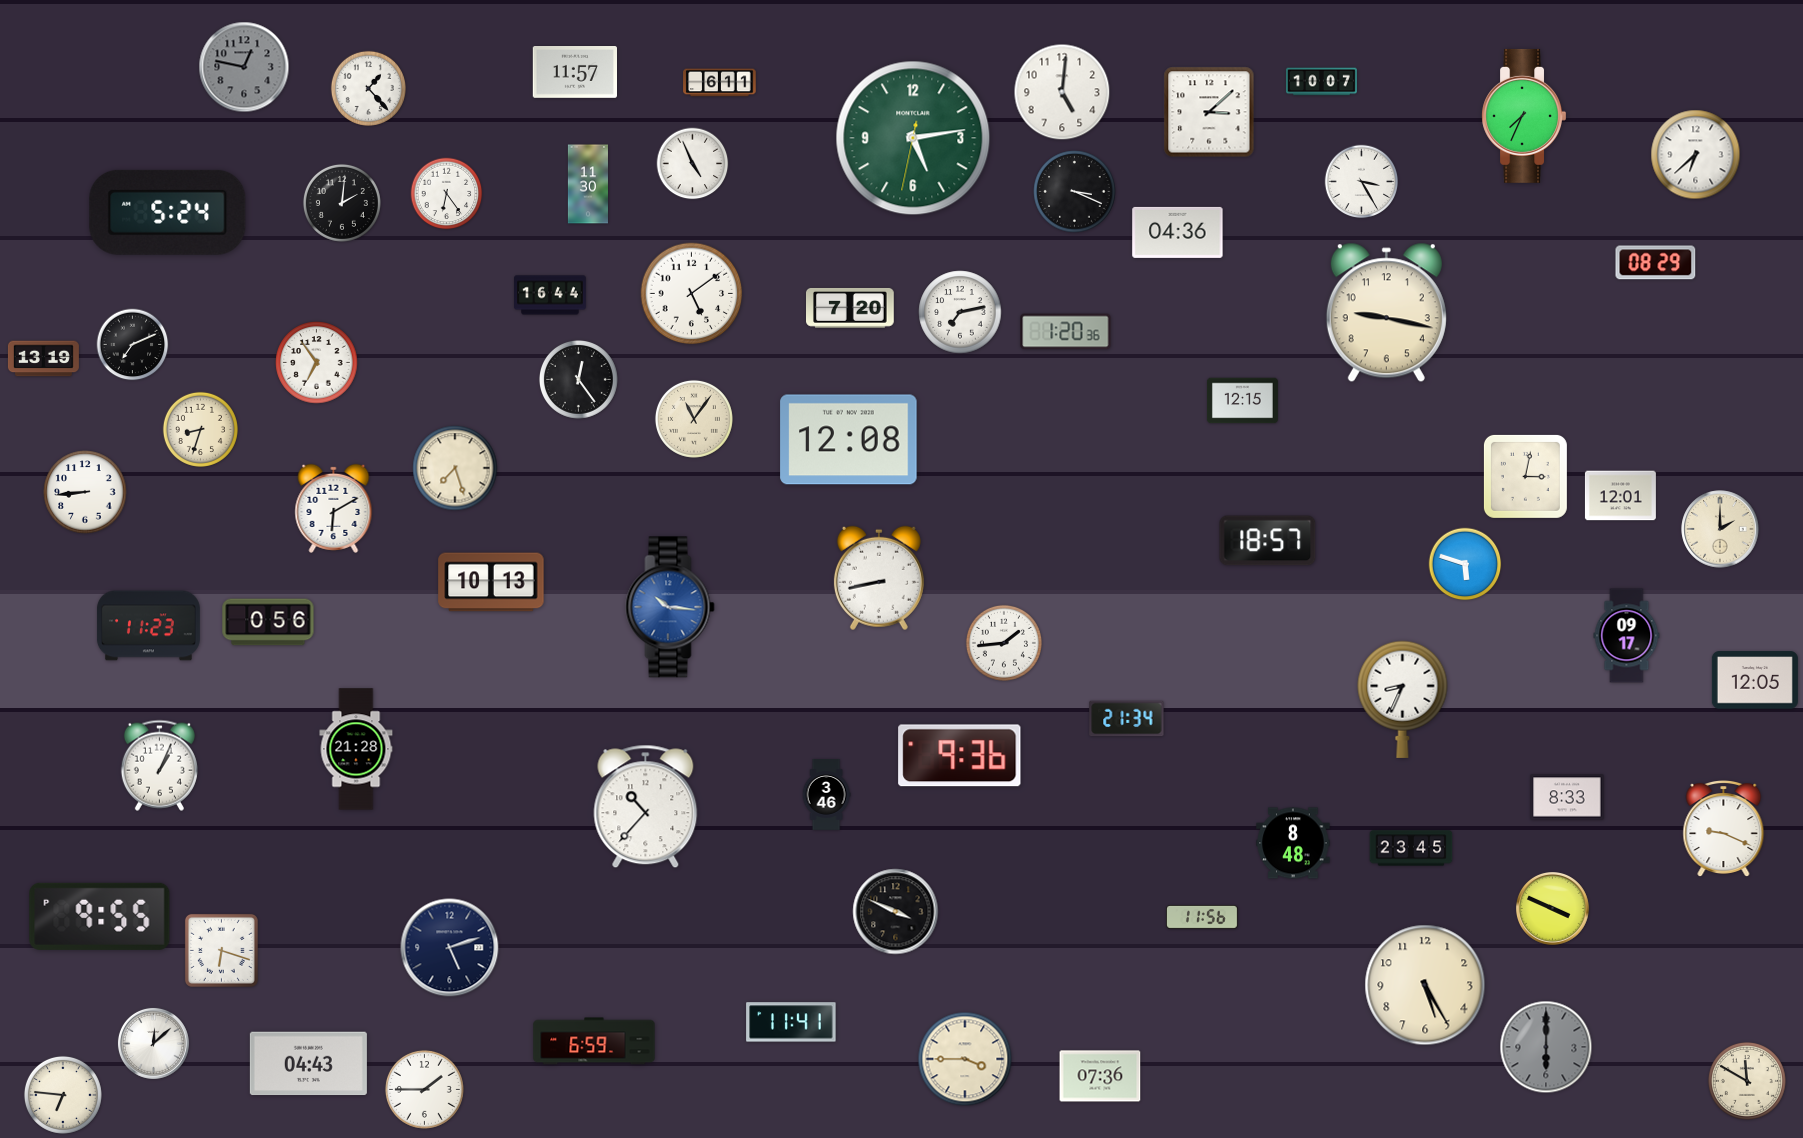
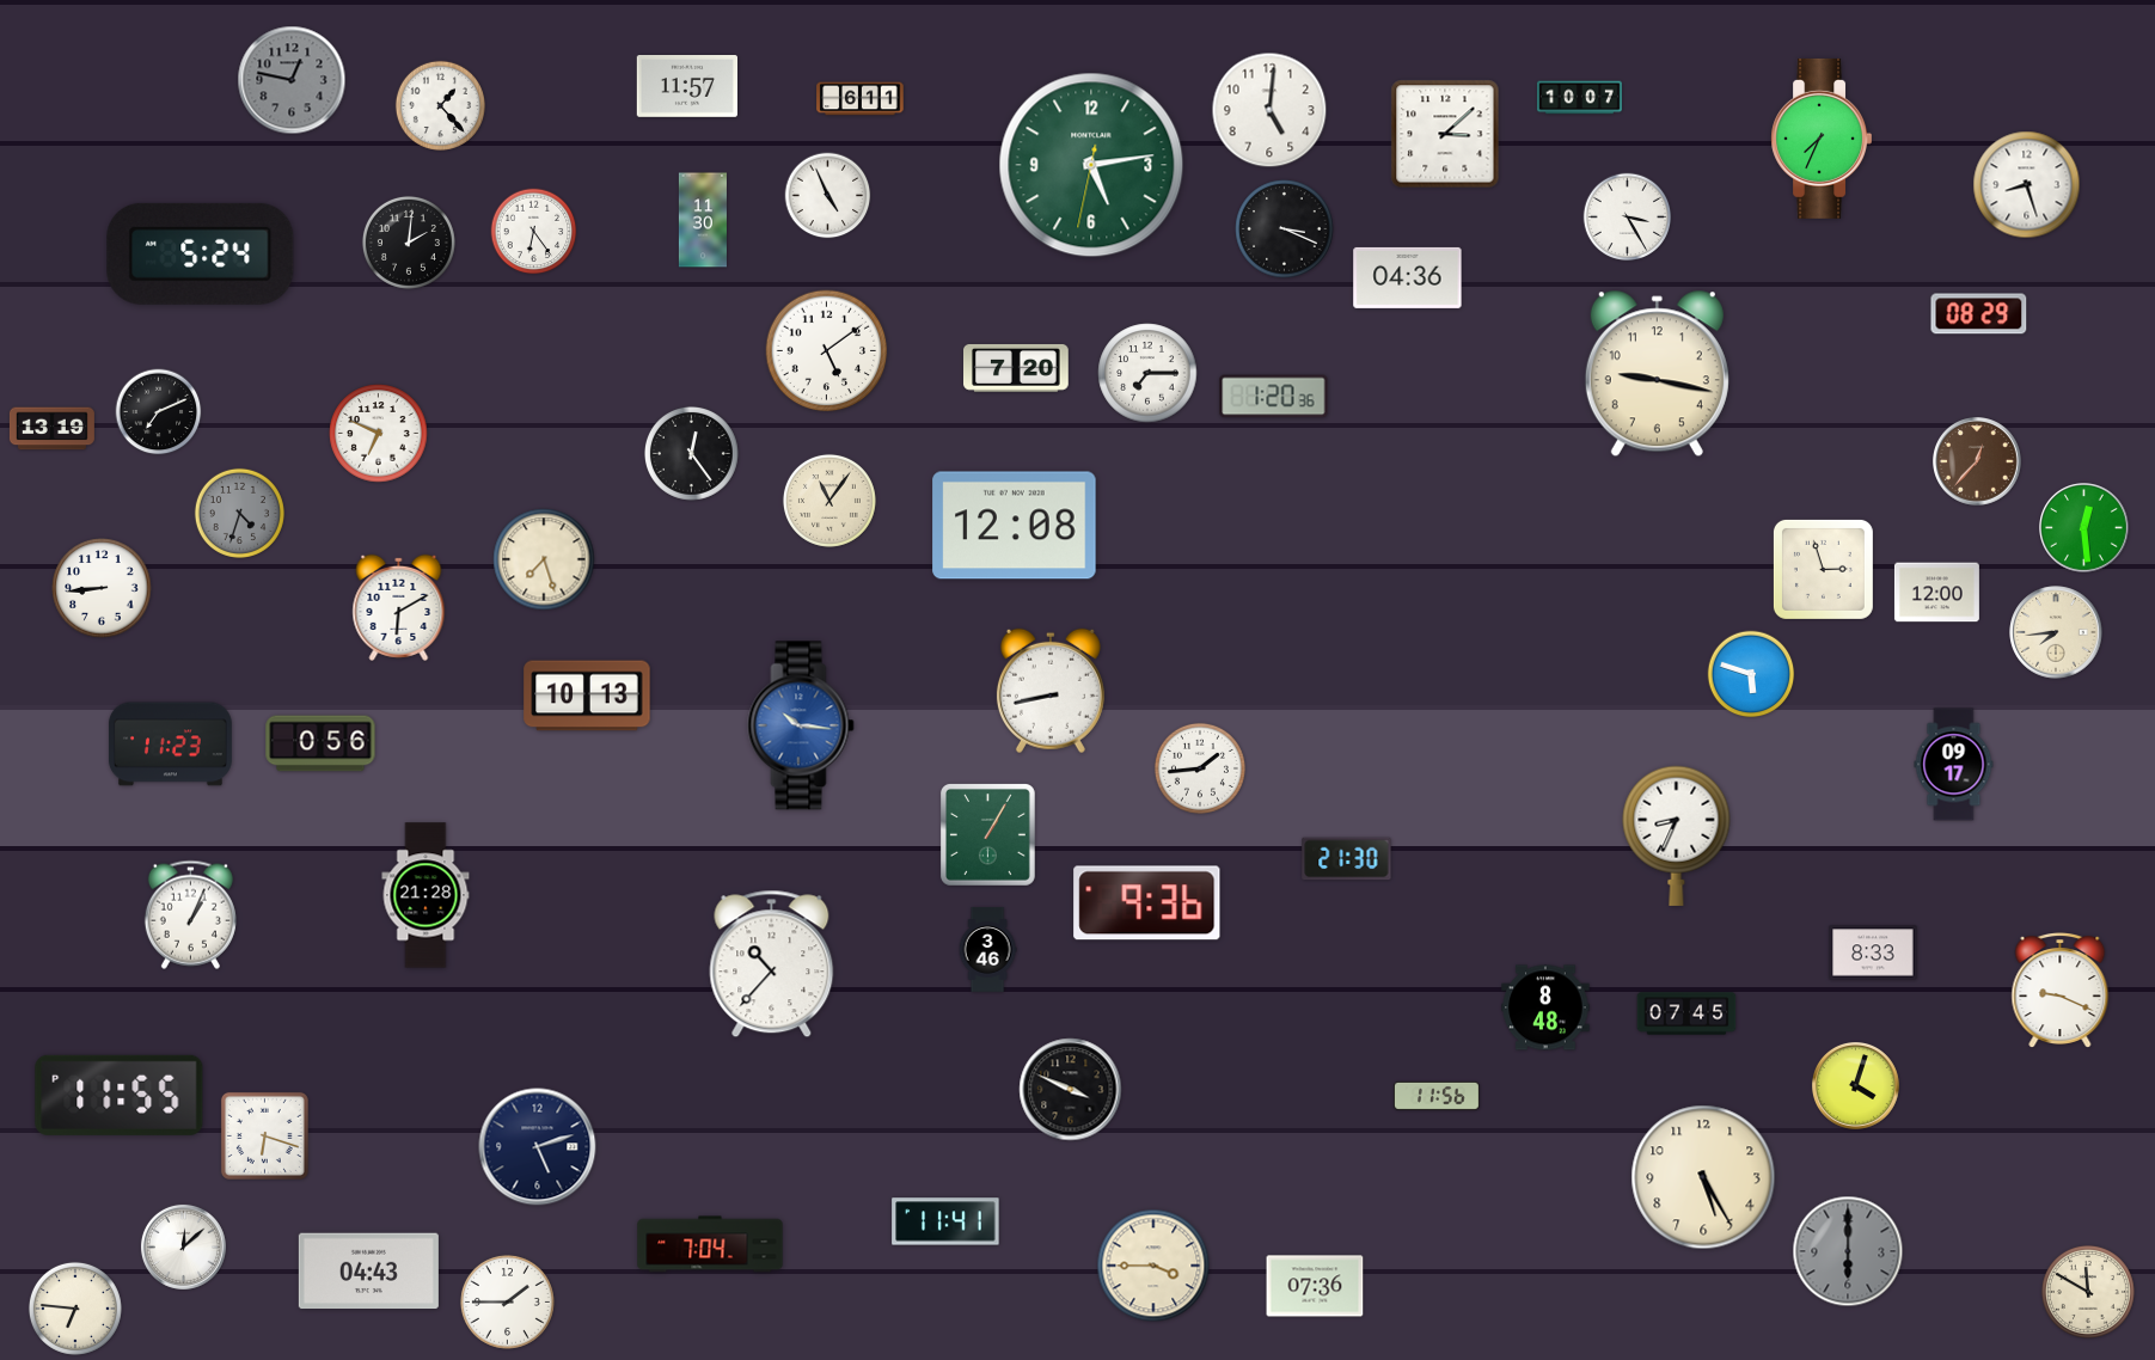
clock at (1696, 155): 6:38 -> 8:27
clock at (550, 295): 16:44 -> none
clock at (960, 312): 7:13 -> 7:15
clock at (317, 363): 6:54 -> 6:49
clock at (1978, 462): none -> 12:37
clock at (1242, 401): 12:15 -> none
clock at (200, 429): 8:33 -> 4:33
clock at (200, 429) dial: cream -> grey
clock at (2084, 528): none -> 12:29
clock at (1525, 476): 3:02 -> 2:57
clock at (1620, 496): 12:01 -> 12:00
clock at (1720, 529): 2:00 -> 7:44
clock at (1268, 541): 18:57 -> none
clock at (148, 626) position: (148, 626) -> (170, 745)
clock at (1627, 636) position: (1627, 636) -> (1954, 765)
clock at (1755, 680): 12:05 -> none
clock at (987, 834): none -> 1:05
clock at (1127, 719): 21:34 -> 21:30
clock at (1411, 848): 23:45 -> 07:45
clock at (1553, 909): 3:49 -> 4:03
clock at (100, 916): 9:55 -> 11:55
clock at (450, 948) position: (450, 948) -> (538, 1147)
clock at (594, 1041): 6:59 -> 7:04
